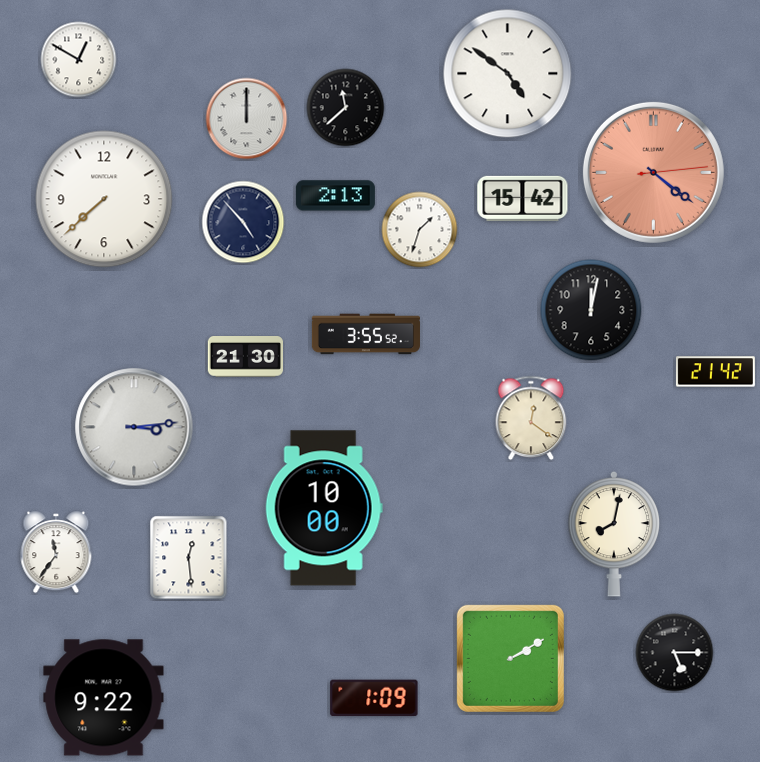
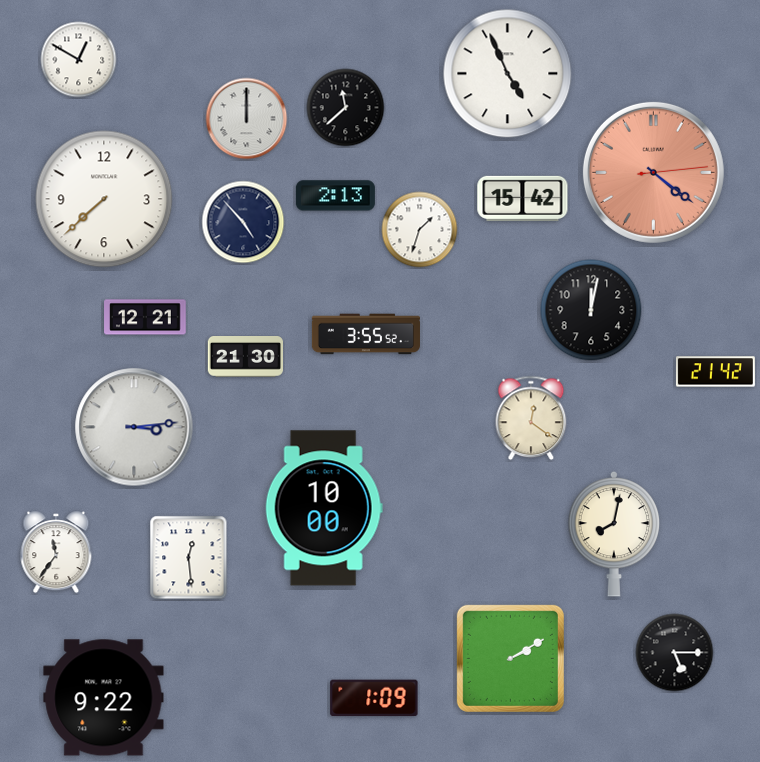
clock at (508, 74): 4:51 -> 4:56
clock at (145, 317): none -> 12:21
